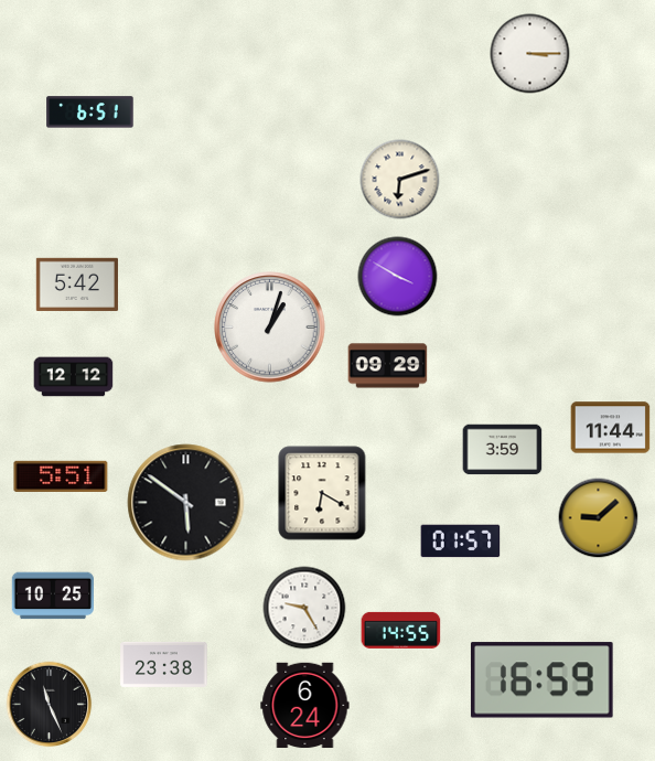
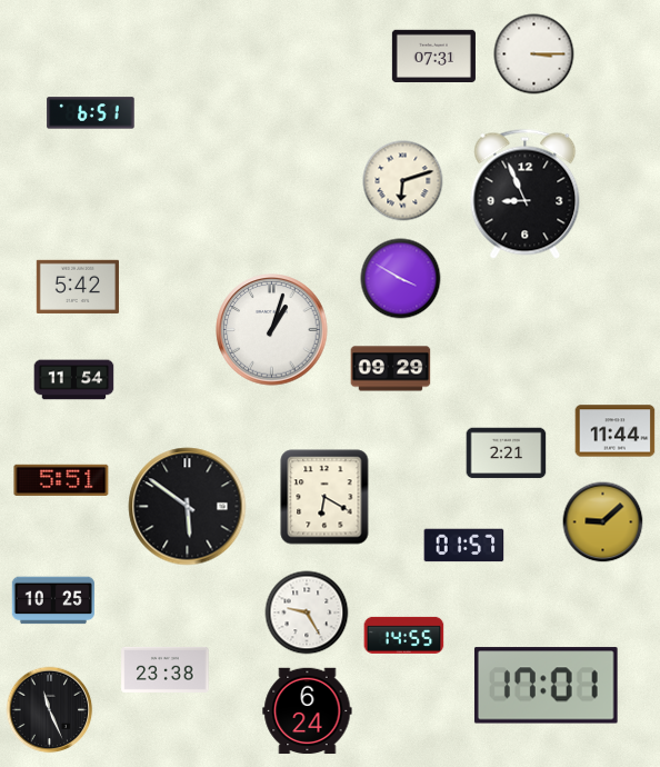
clock at (433, 56): none -> 07:31
clock at (526, 193): none -> 8:56
clock at (74, 377): 12:12 -> 11:54
clock at (503, 450): 3:59 -> 2:21
clock at (541, 680): 16:59 -> 17:01
